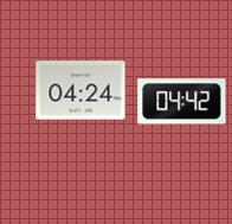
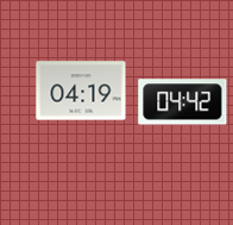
clock at (80, 90): 04:24 -> 04:19
